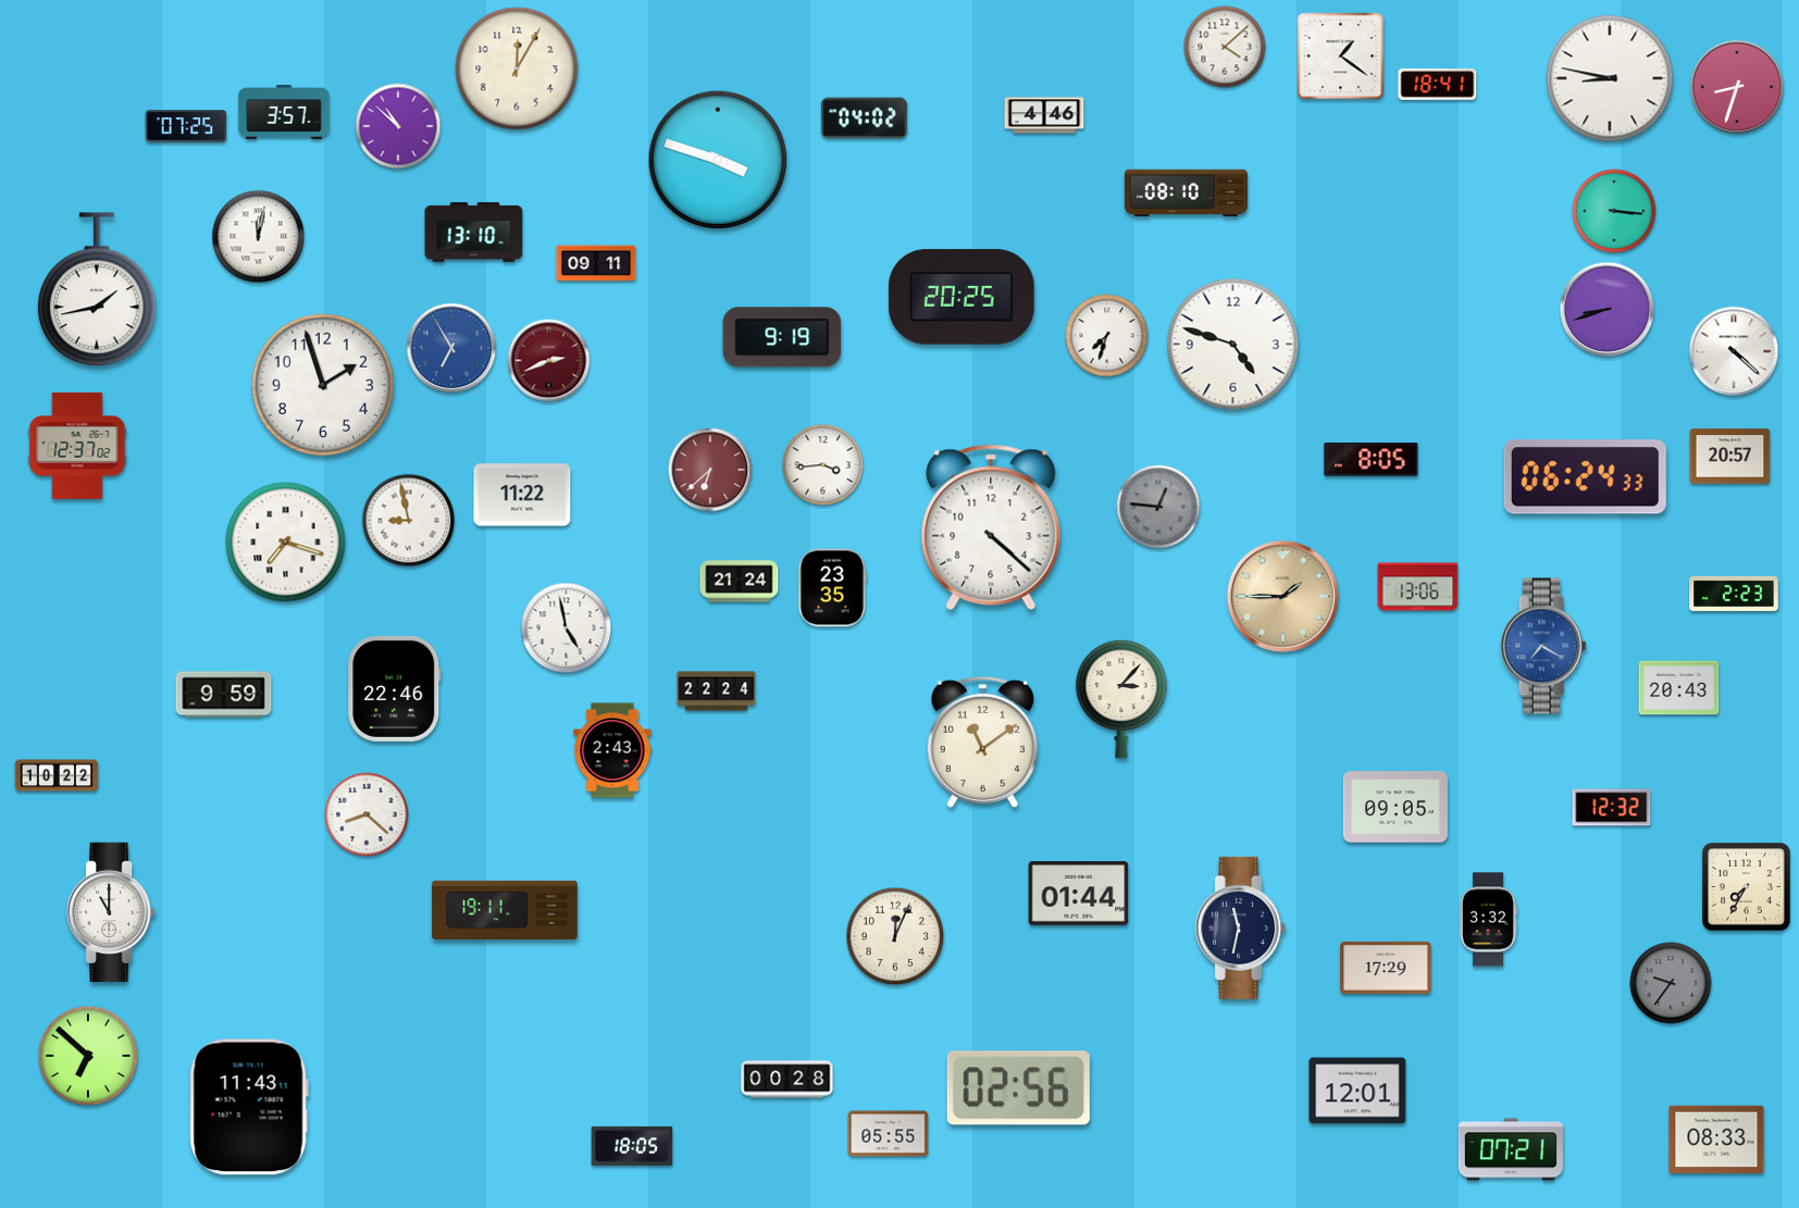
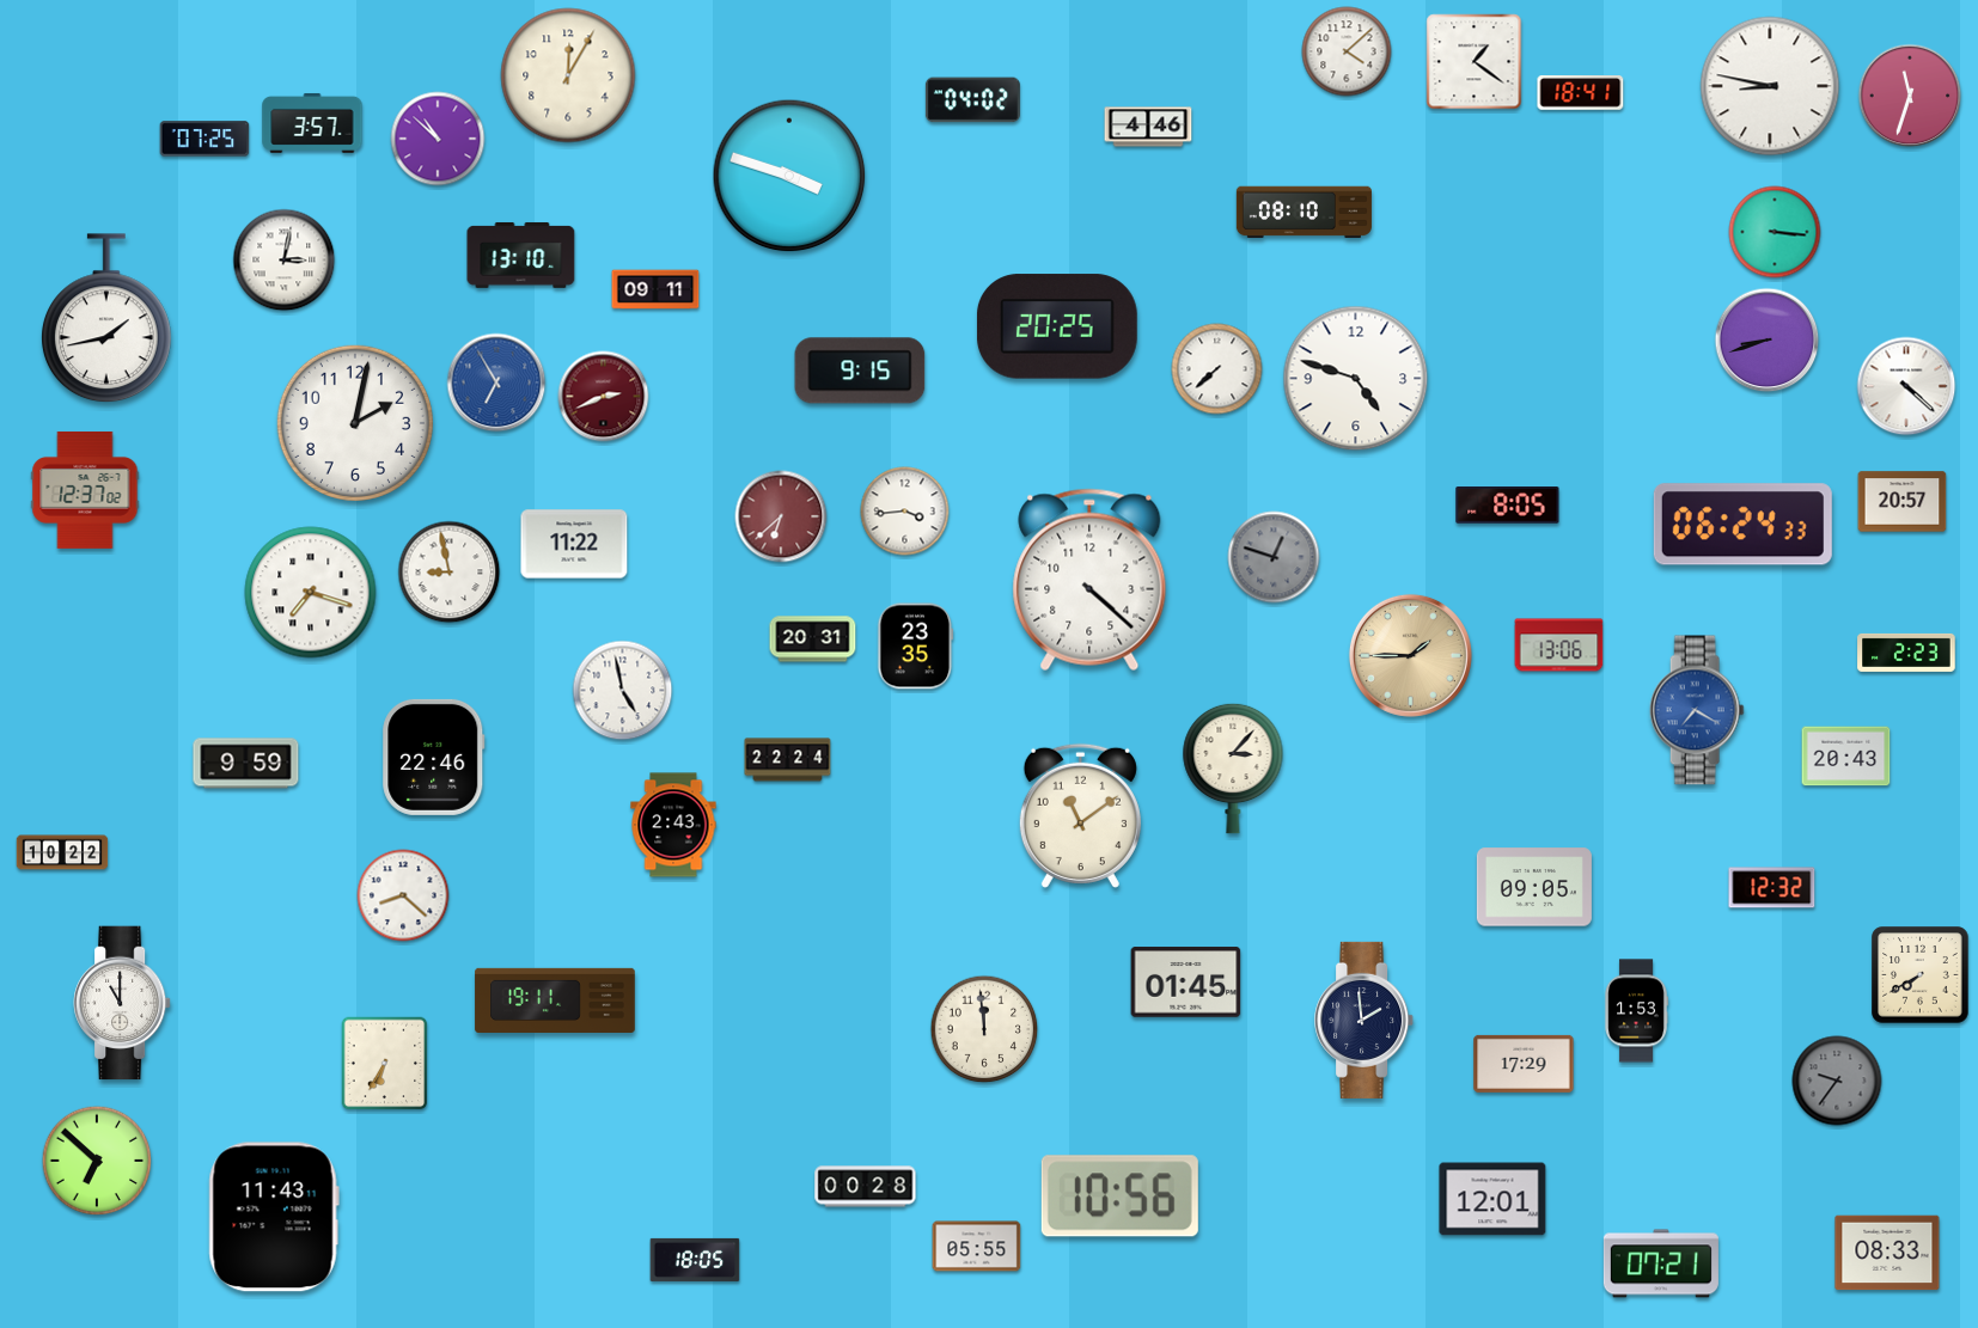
clock at (1737, 87): 8:33 -> 11:33
clock at (864, 119) position: (864, 119) -> (972, 100)
clock at (259, 237): 12:02 -> 3:02
clock at (1107, 336): 7:33 -> 7:38
clock at (782, 337): 9:19 -> 9:15
clock at (323, 385): 1:57 -> 2:02
clock at (1158, 507): 12:46 -> 12:48
clock at (286, 543) position: (286, 543) -> (311, 593)
clock at (740, 582): 21:24 -> 20:31
clock at (1747, 887): 7:35 -> 7:40
clock at (1079, 894): 01:44 -> 01:45
clock at (1488, 920): 3:32 -> 1:53
clock at (1241, 927): 11:32 -> 1:59
clock at (895, 936): 12:04 -> 11:59
clock at (385, 1064): none -> 6:35
clock at (1018, 1088): 02:56 -> 10:56
